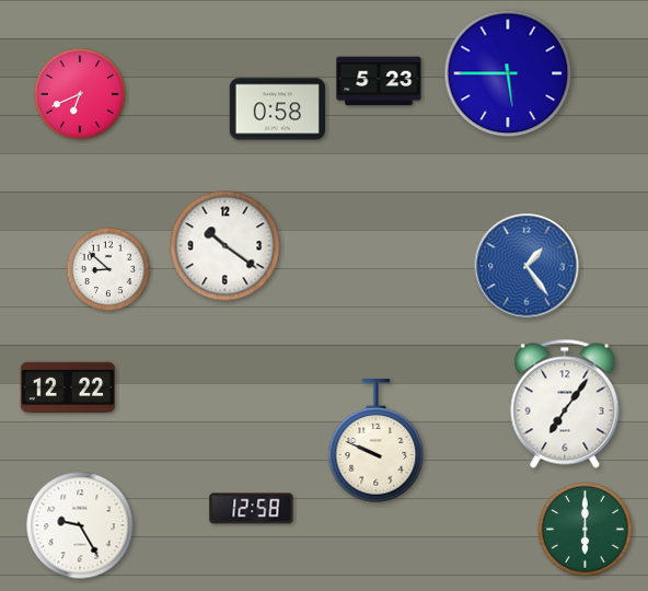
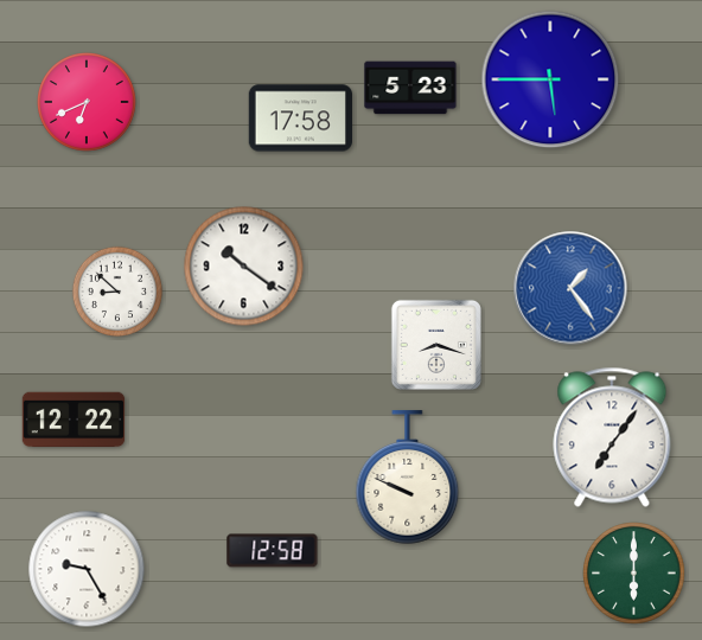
clock at (277, 109): 0:58 -> 17:58
clock at (436, 345): none -> 8:18
